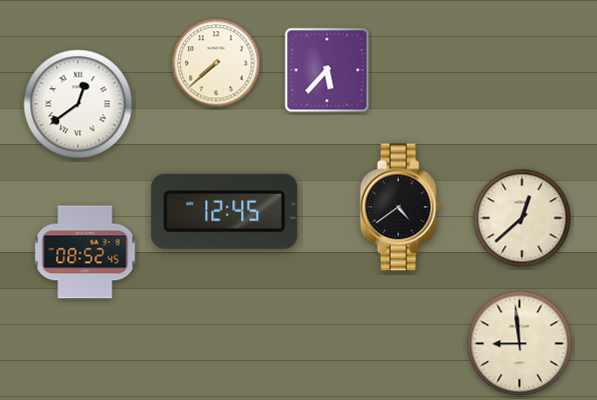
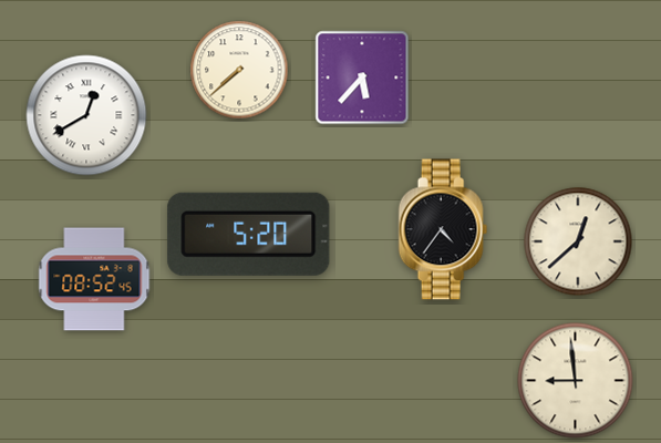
clock at (78, 104): 12:39 -> 12:40
clock at (400, 207): 4:39 -> 4:36
clock at (225, 211): 12:45 -> 5:20
